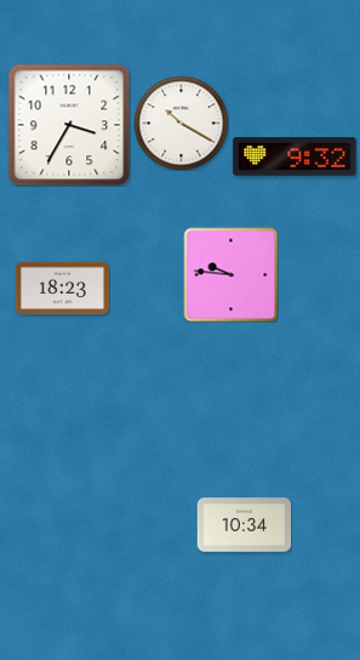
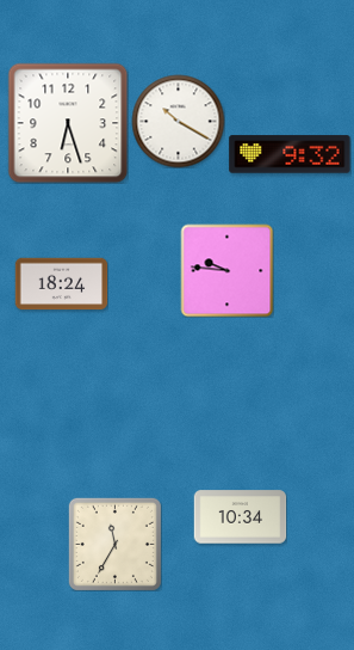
clock at (69, 125): 3:35 -> 6:27
clock at (62, 289): 18:23 -> 18:24
clock at (114, 544): none -> 11:35
